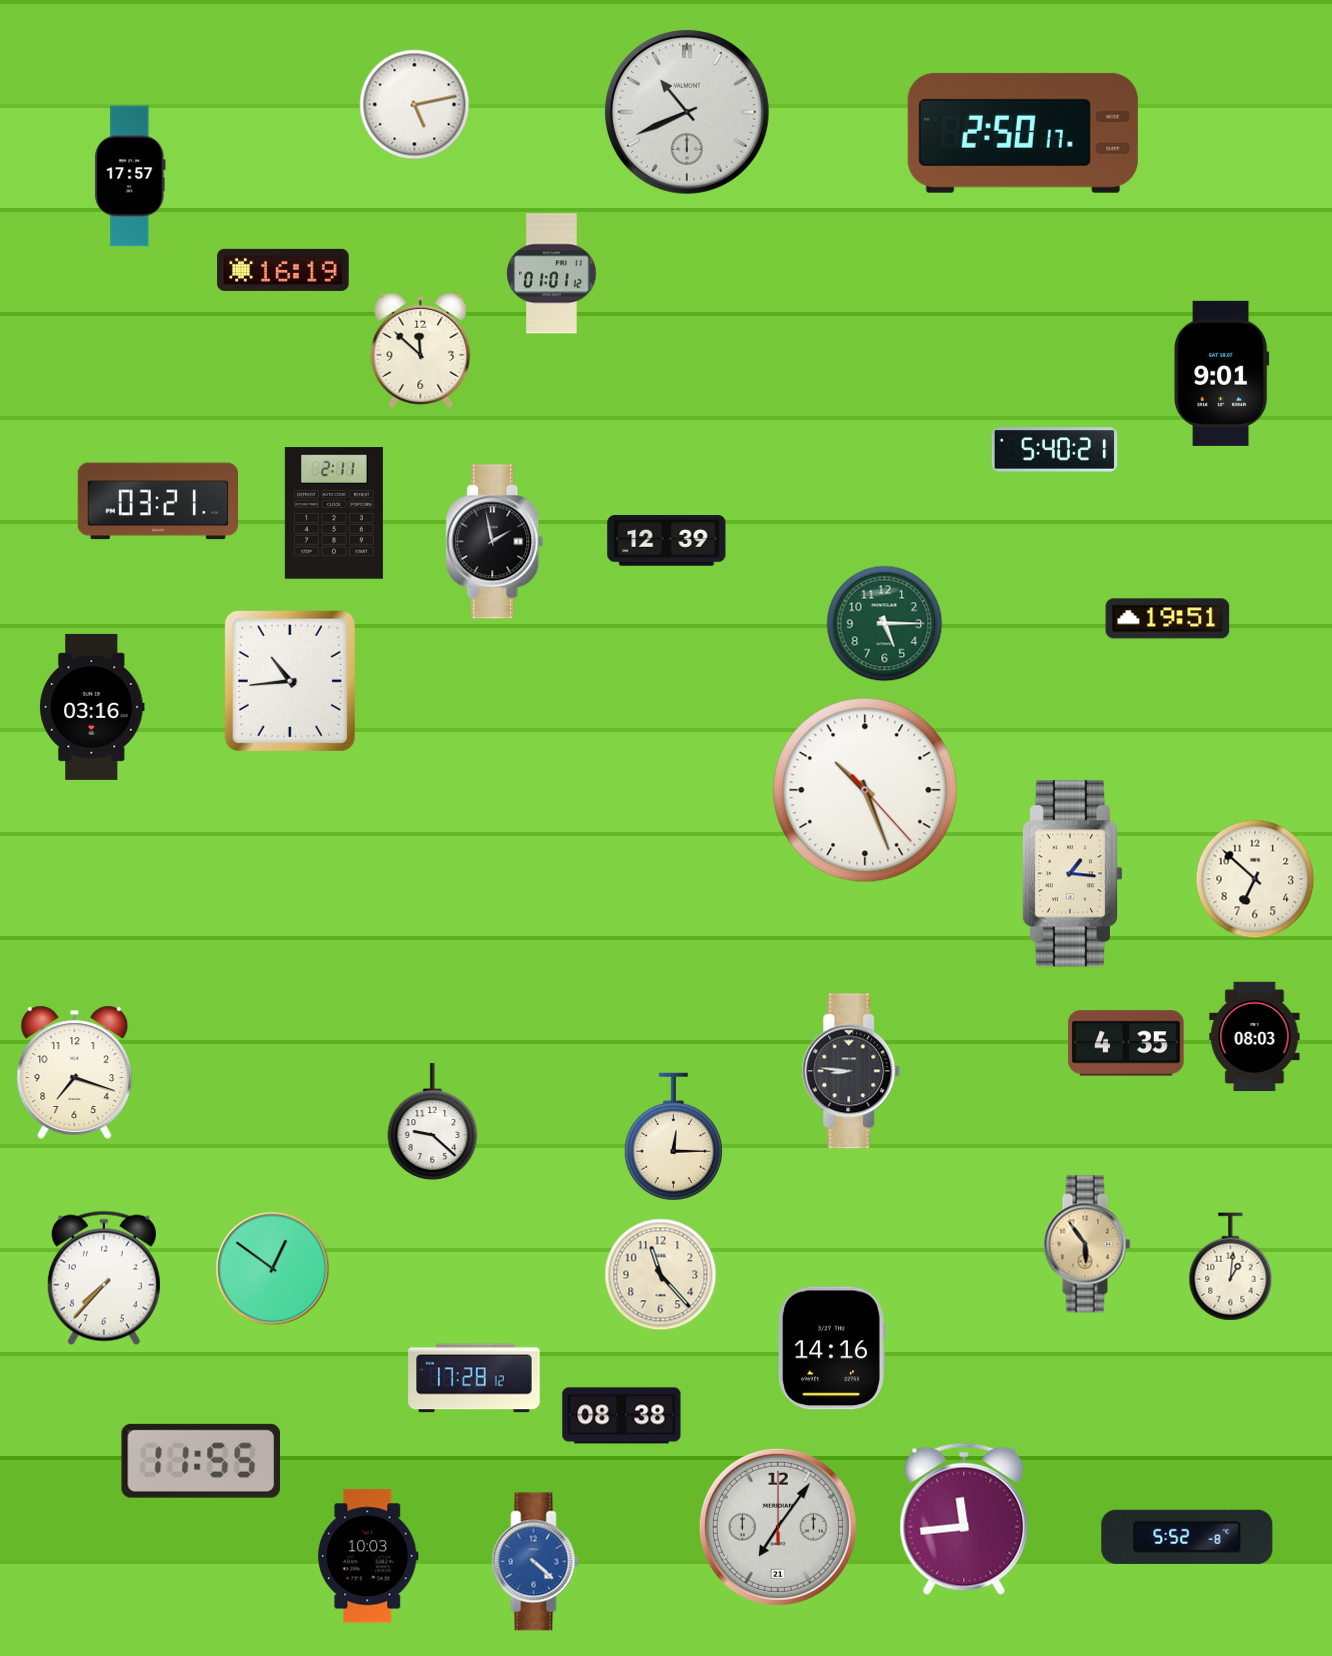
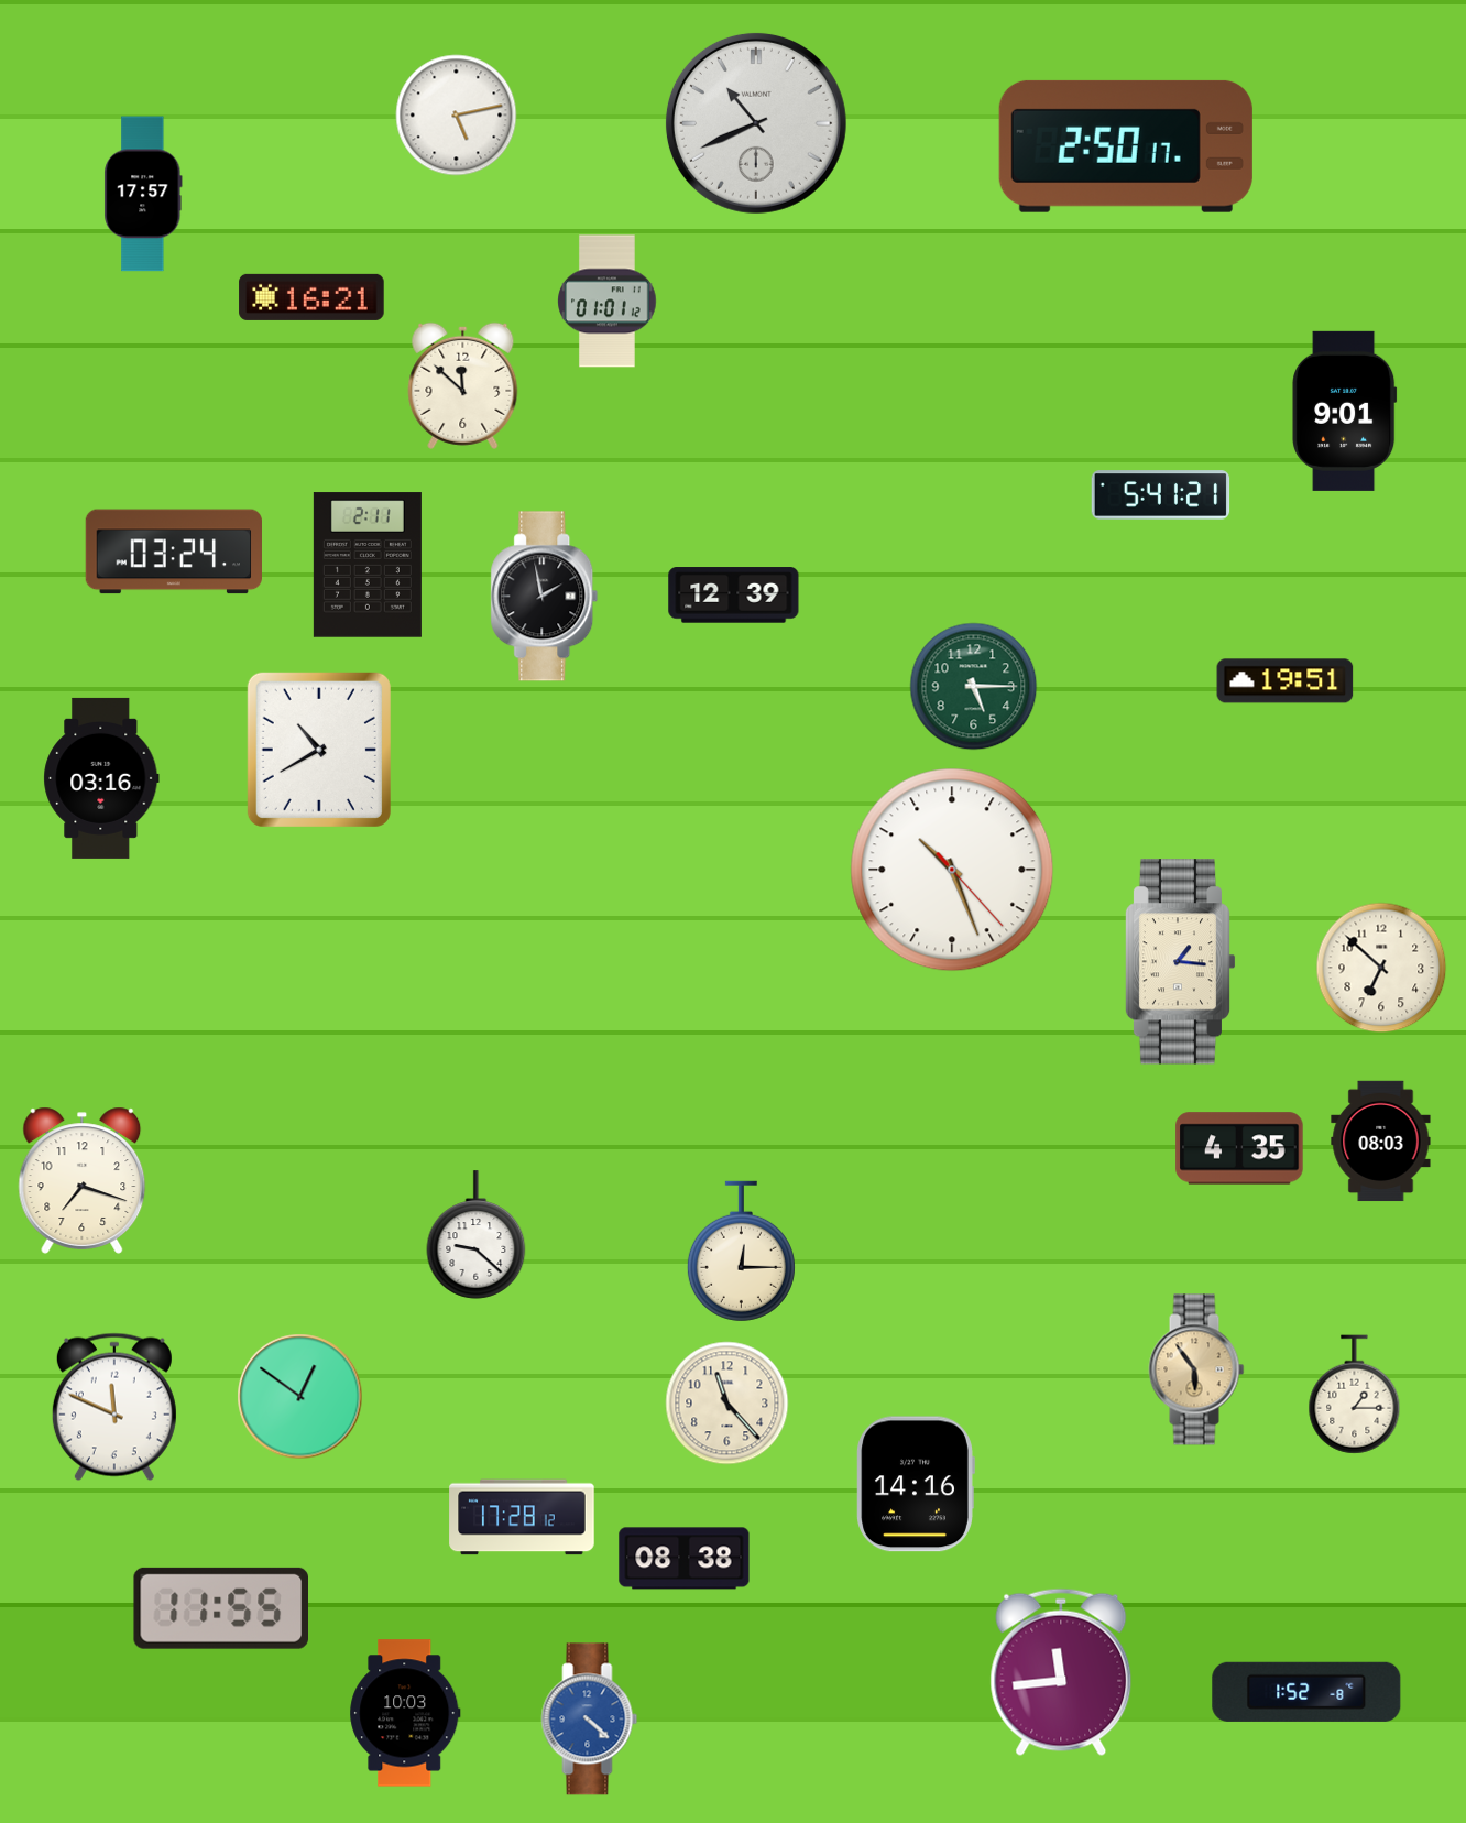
clock at (283, 270): 16:19 -> 16:21
clock at (1055, 450): 5:40 -> 5:41
clock at (157, 501): 03:21 -> 03:24
clock at (290, 681): 10:44 -> 10:40
clock at (851, 1071): 8:46 -> none
clock at (1231, 1267): 1:01 -> 1:15
clock at (104, 1278): 7:37 -> 11:49
clock at (778, 1527): 7:06 -> none
clock at (1187, 1537): 5:52 -> 1:52
